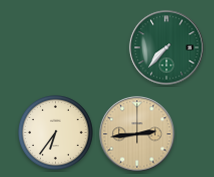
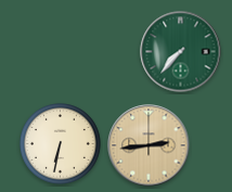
clock at (56, 133): 6:36 -> 6:32
